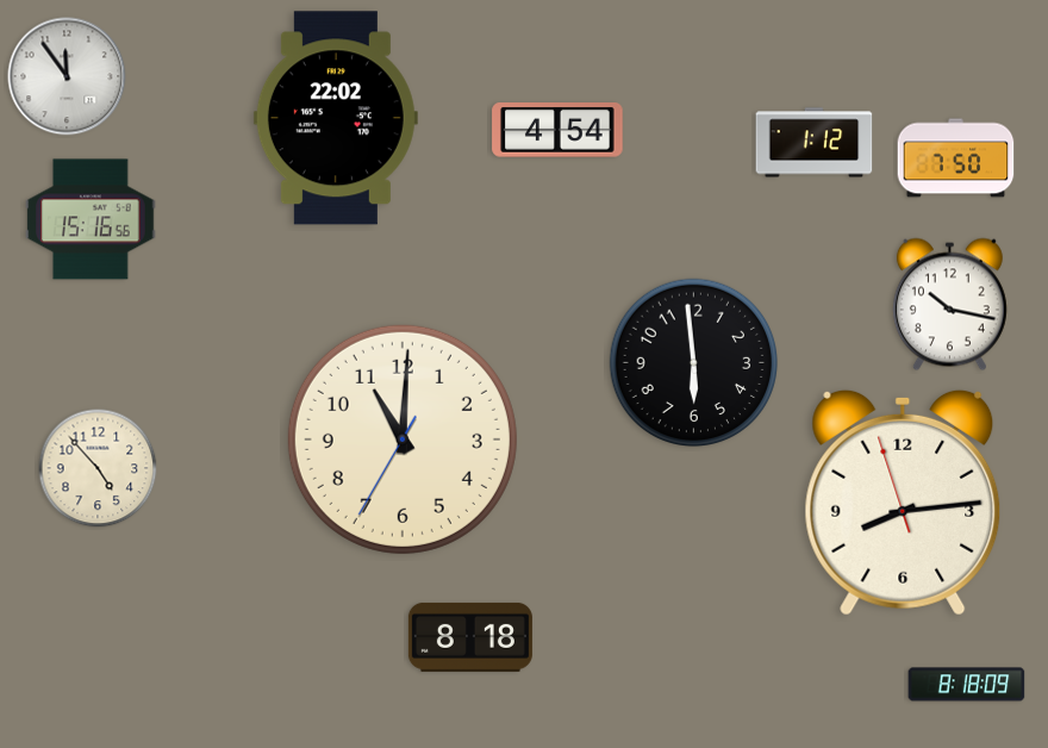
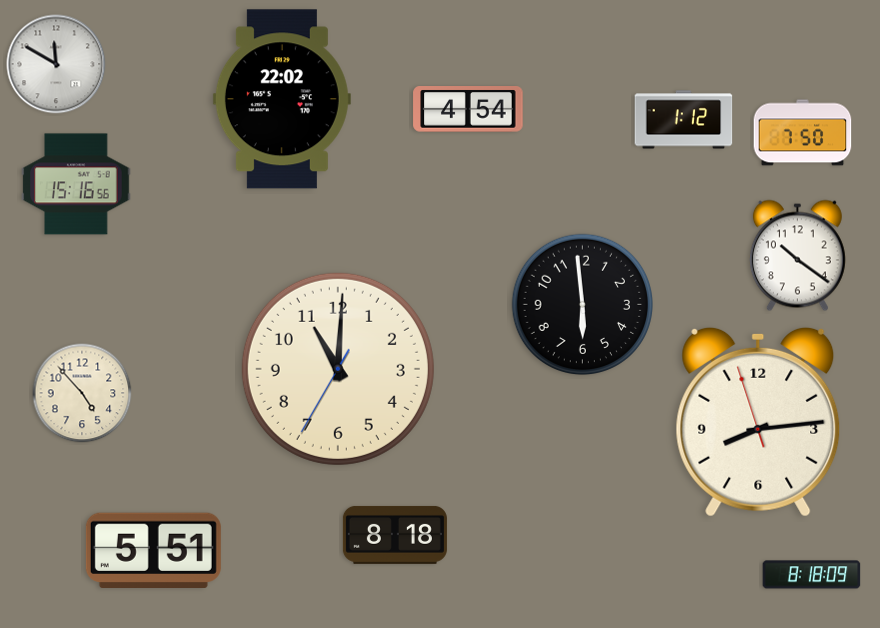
clock at (67, 76): 11:54 -> 11:50
clock at (949, 305): 10:17 -> 10:21
clock at (153, 550): none -> 5:51
